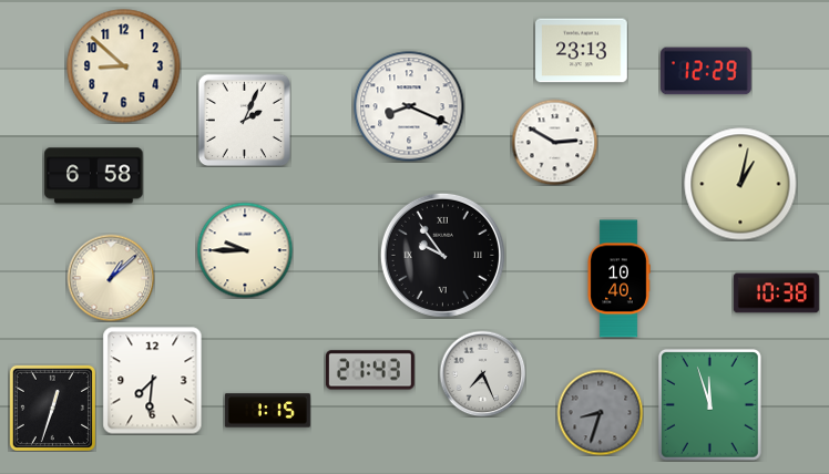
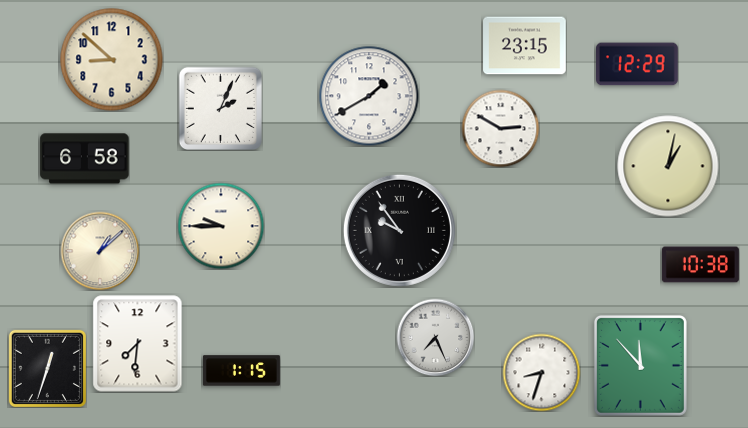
clock at (582, 51): 23:13 -> 23:15
clock at (409, 106): 8:19 -> 1:40
clock at (618, 279): 10:40 -> none
clock at (370, 370): 21:43 -> none
clock at (709, 404): 11:57 -> 11:53
clock at (600, 412) dial: grey -> white
